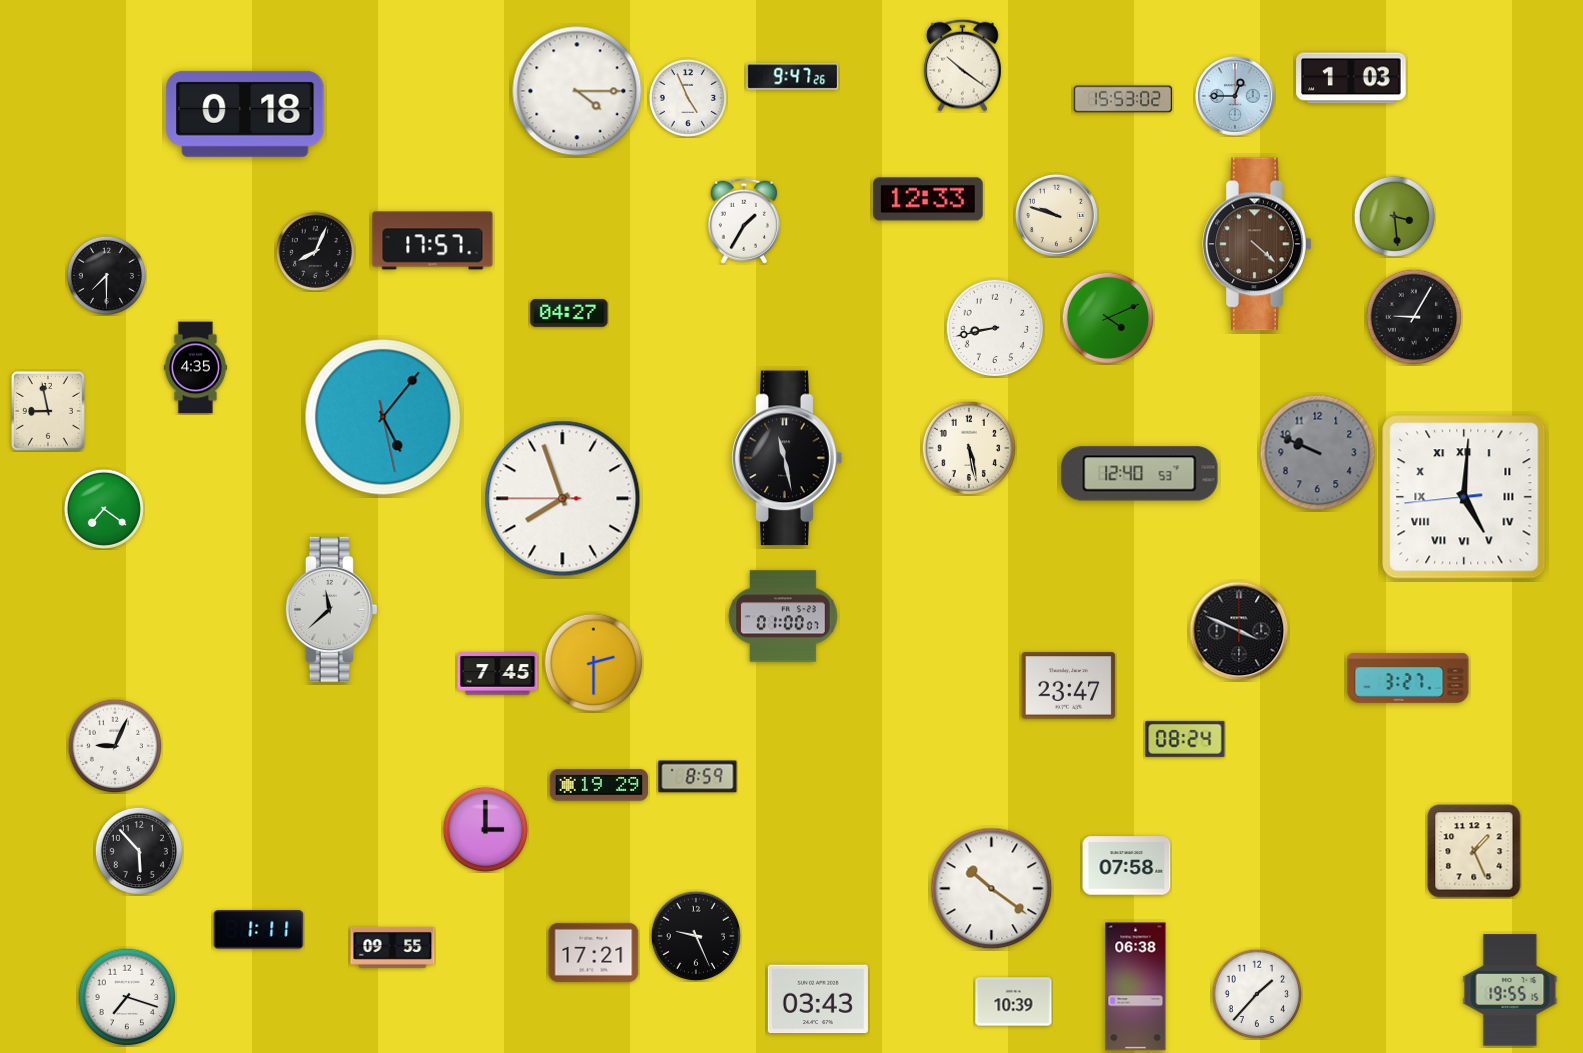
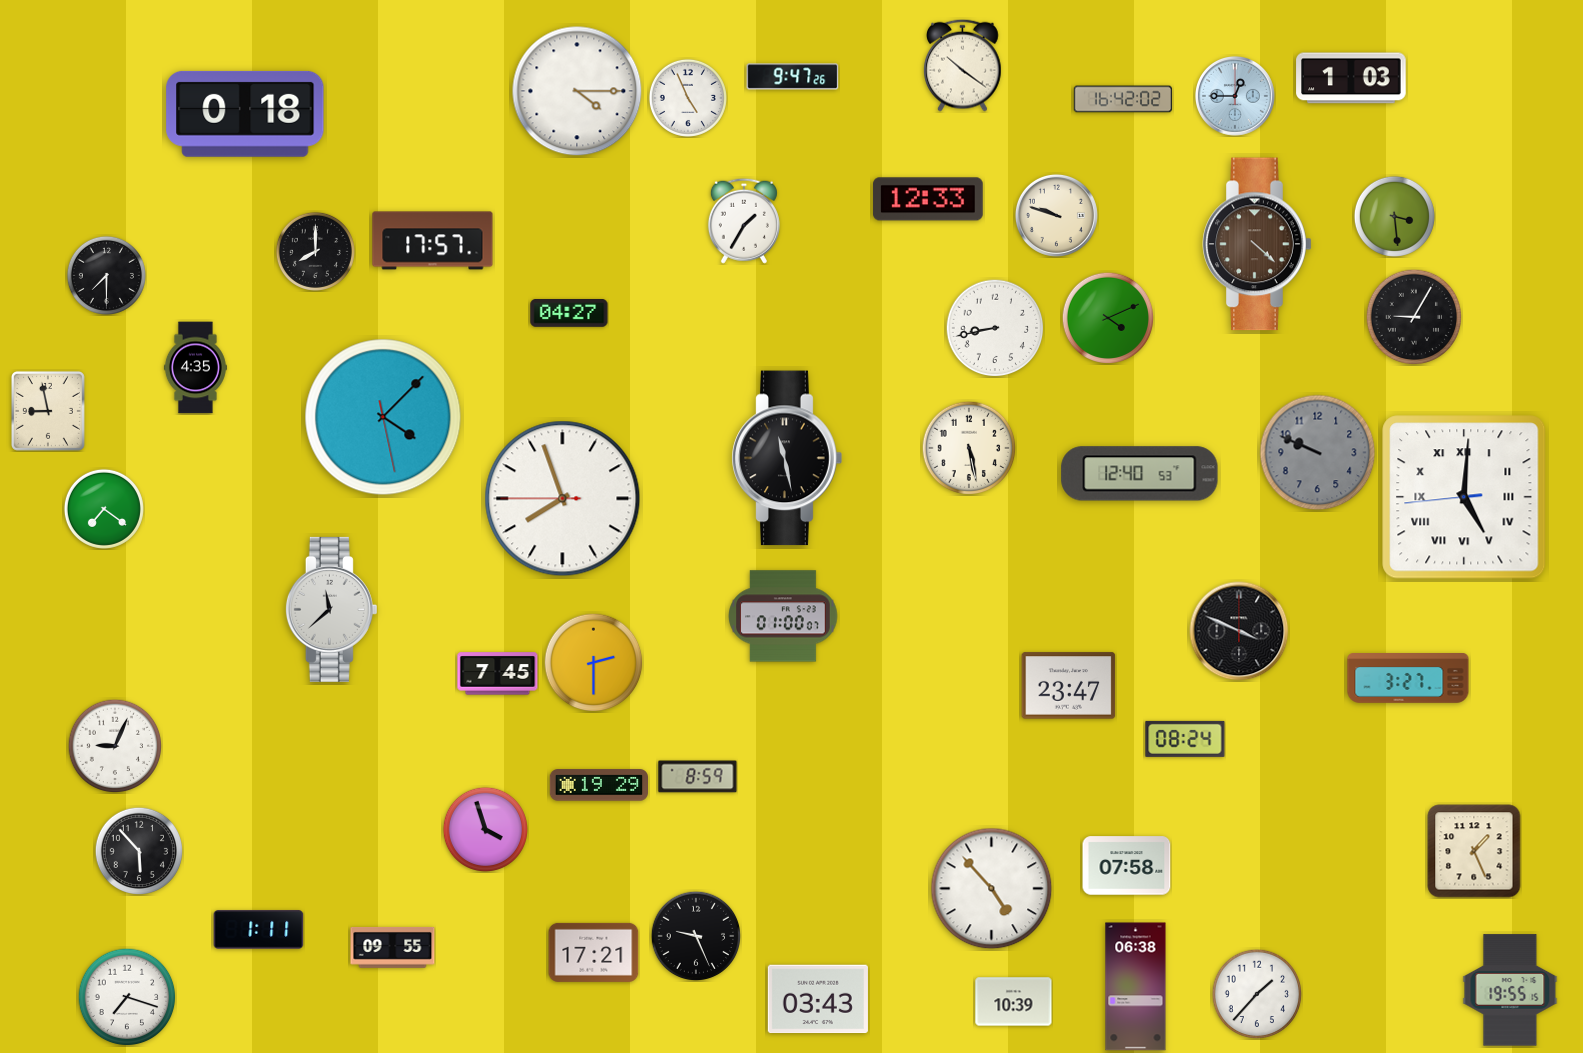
clock at (1123, 99): 15:53 -> 16:42
clock at (315, 251): 8:04 -> 8:00
clock at (383, 417): 5:06 -> 4:07
clock at (485, 829): 3:00 -> 3:57
clock at (992, 889): 10:21 -> 4:53
